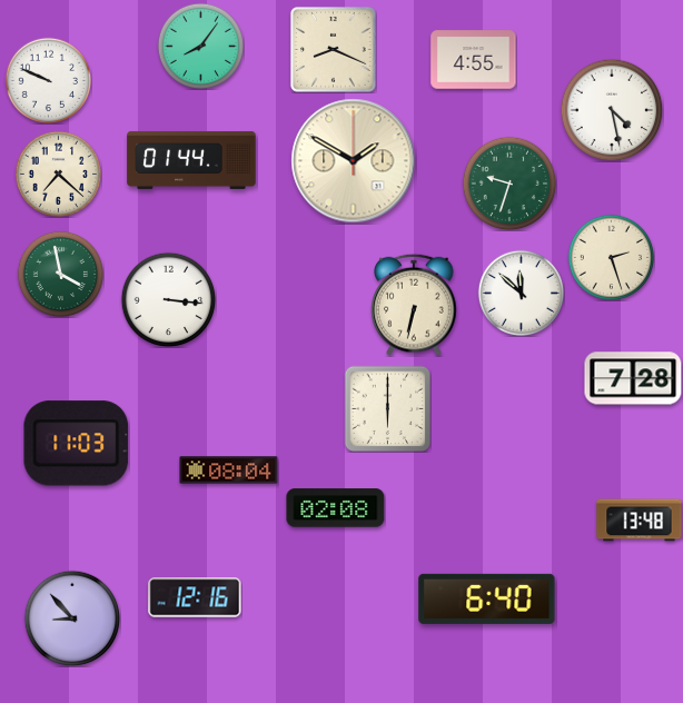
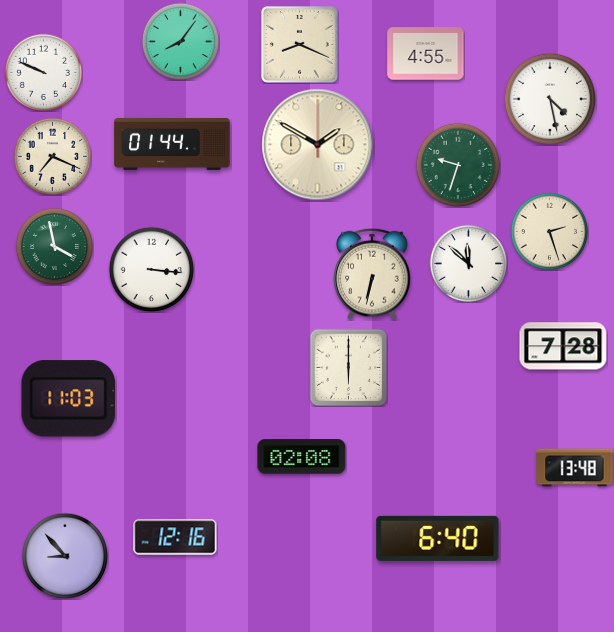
clock at (58, 174): 7:22 -> 7:19
clock at (633, 378) position: (633, 378) -> (563, 346)
clock at (229, 471): 08:04 -> none
